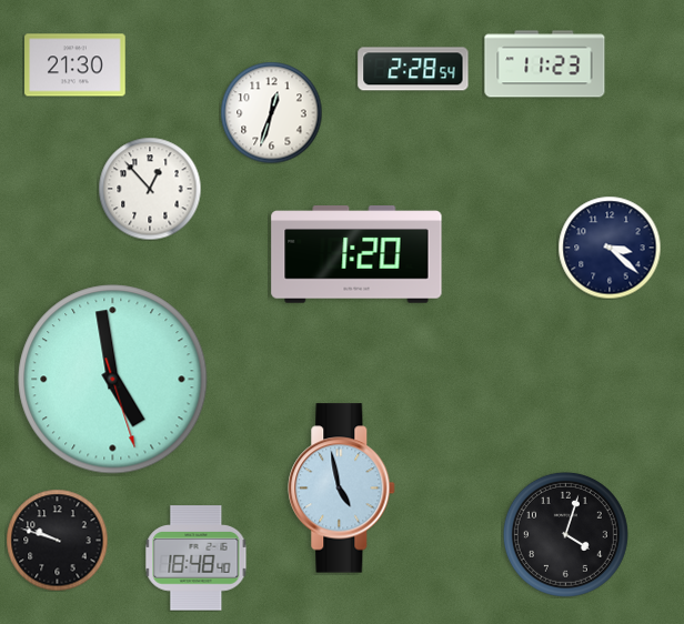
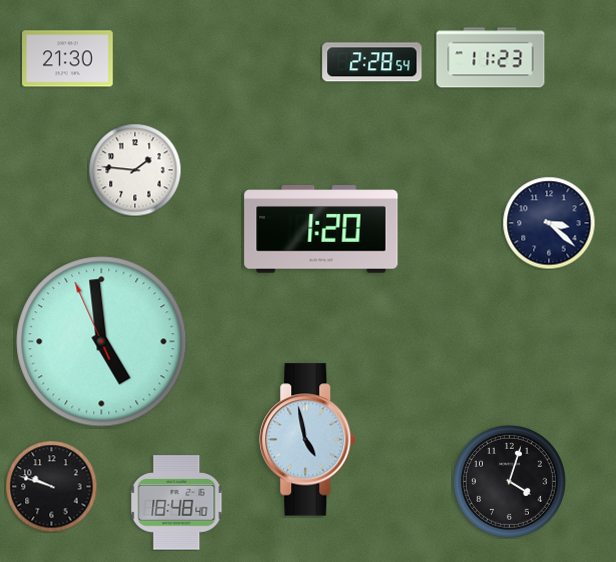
clock at (271, 112): 12:33 -> none
clock at (150, 189): 12:53 -> 1:46
clock at (113, 380): 4:58:27 -> 4:58:56
